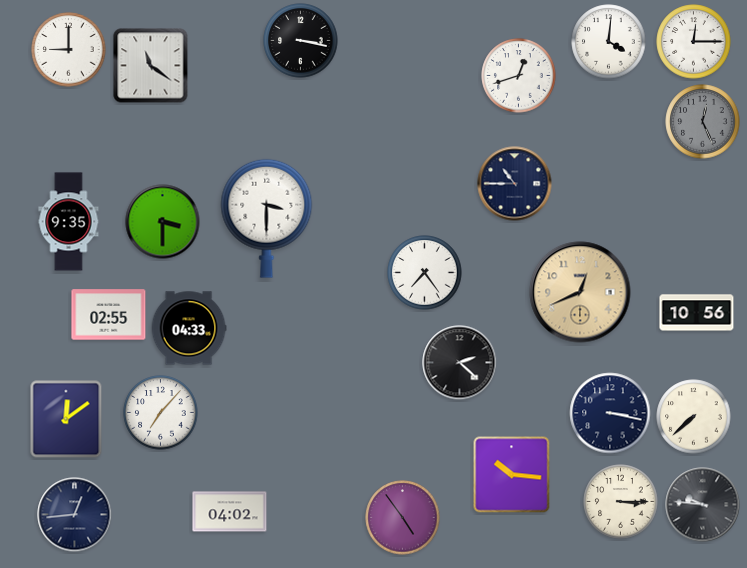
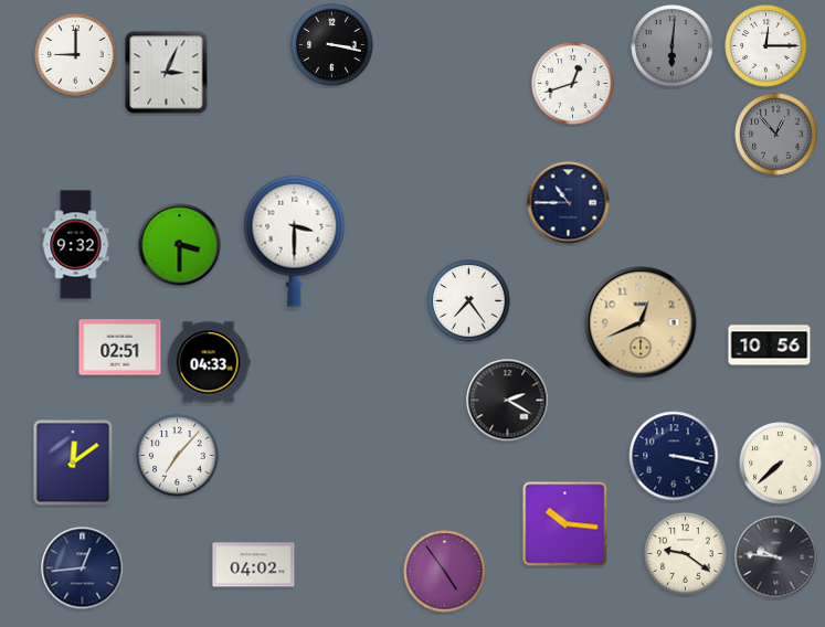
clock at (609, 42): 4:01 -> 6:01
clock at (609, 42) dial: white -> grey
clock at (151, 66): 11:21 -> 3:04
clock at (703, 122): 12:26 -> 12:53
clock at (69, 222): 9:35 -> 9:32
clock at (109, 315): 02:55 -> 02:51
clock at (460, 363): 2:22 -> 2:20
clock at (694, 417) position: (694, 417) -> (781, 464)
clock at (621, 502): 3:15 -> 9:21
